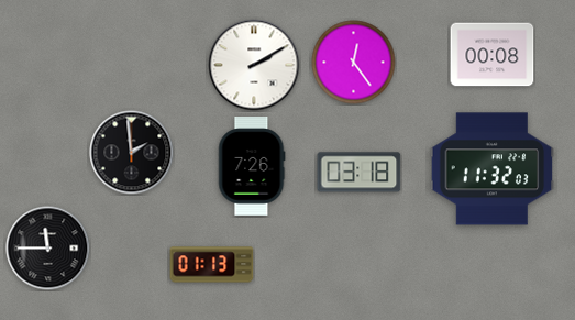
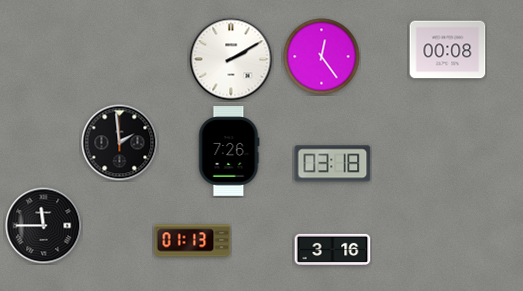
clock at (132, 153) position: (132, 153) -> (120, 143)
clock at (493, 169): 11:32 -> none
clock at (360, 173) position: (360, 173) -> (333, 164)
clock at (333, 249): none -> 3:16
